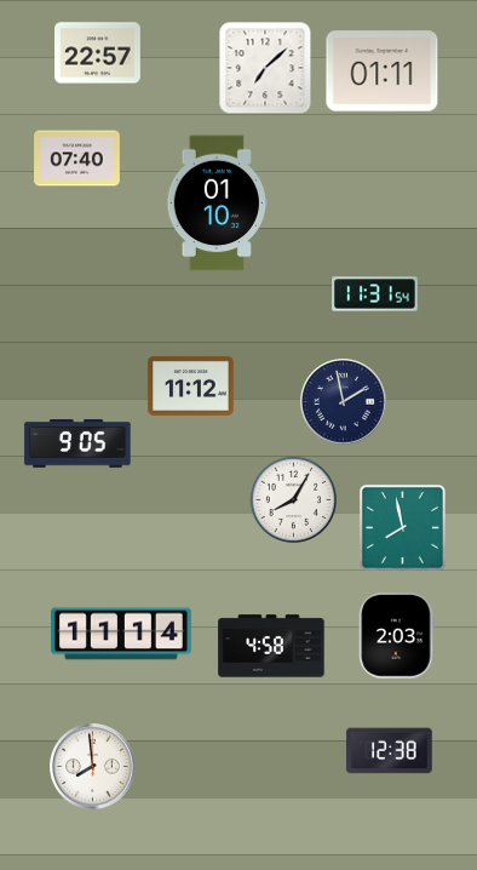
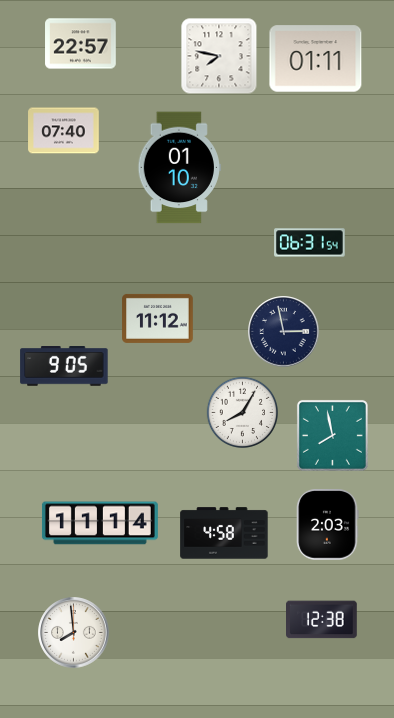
clock at (265, 68): 7:08 -> 7:47
clock at (375, 294): 11:31 -> 06:31
clock at (344, 402): 1:58 -> 2:58
clock at (93, 767) position: (93, 767) -> (74, 633)
